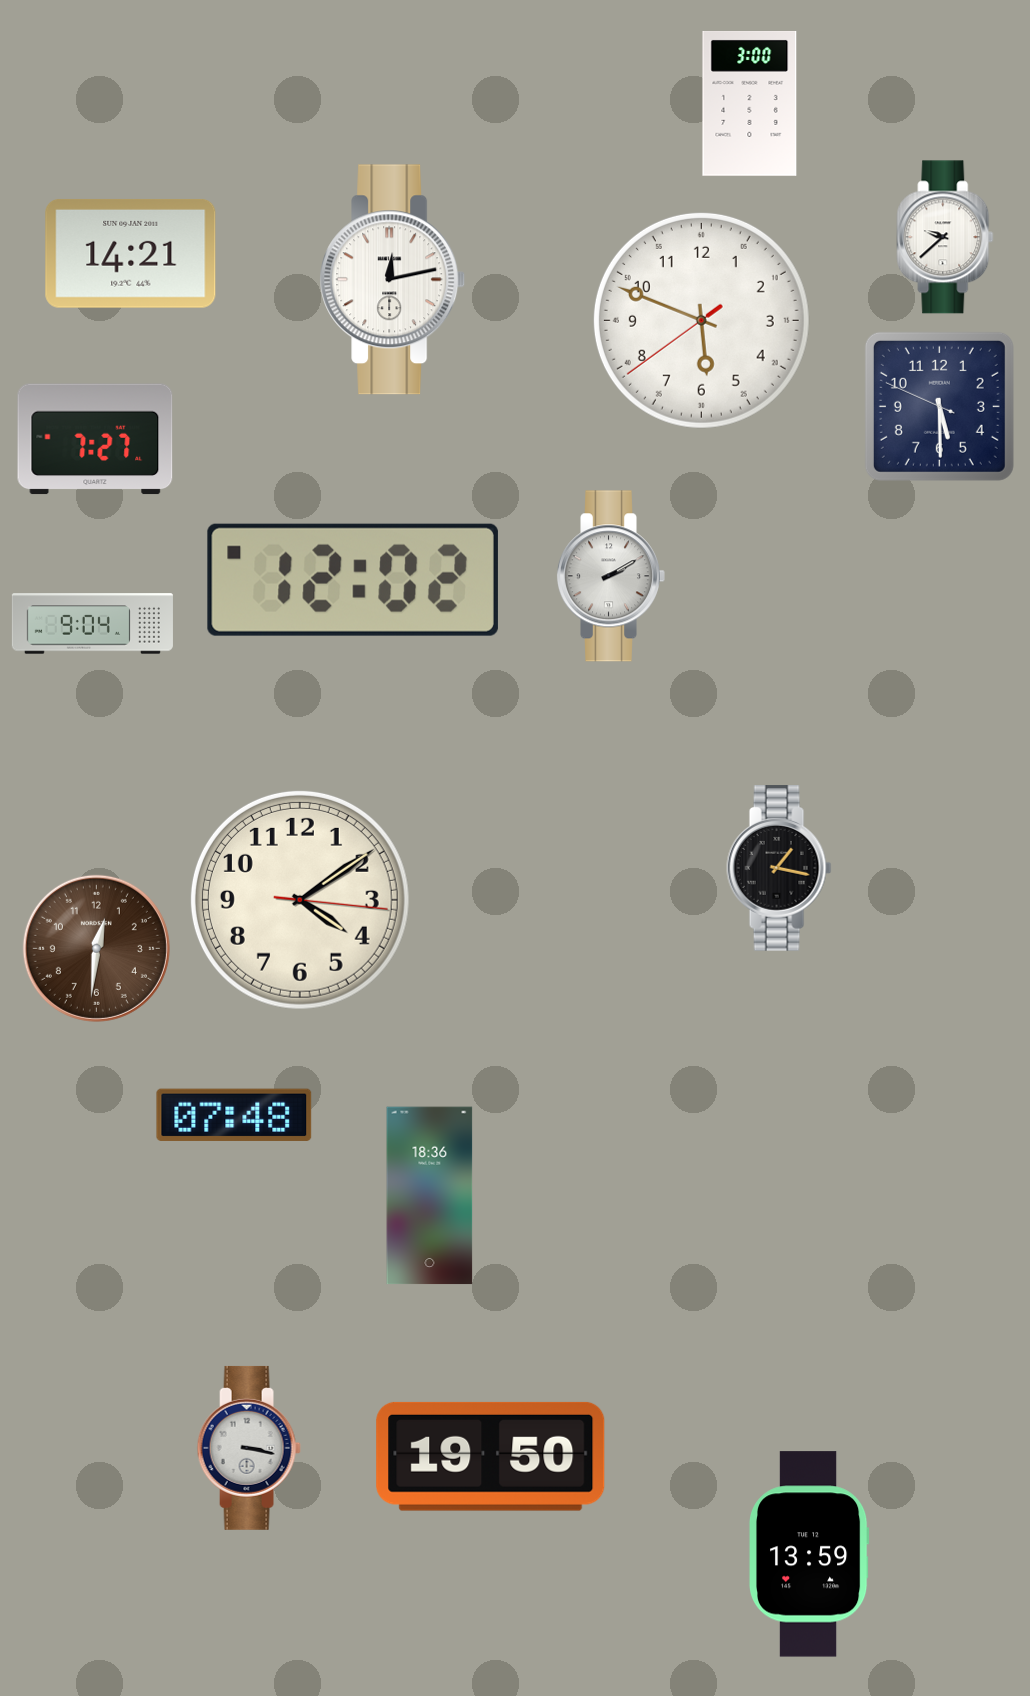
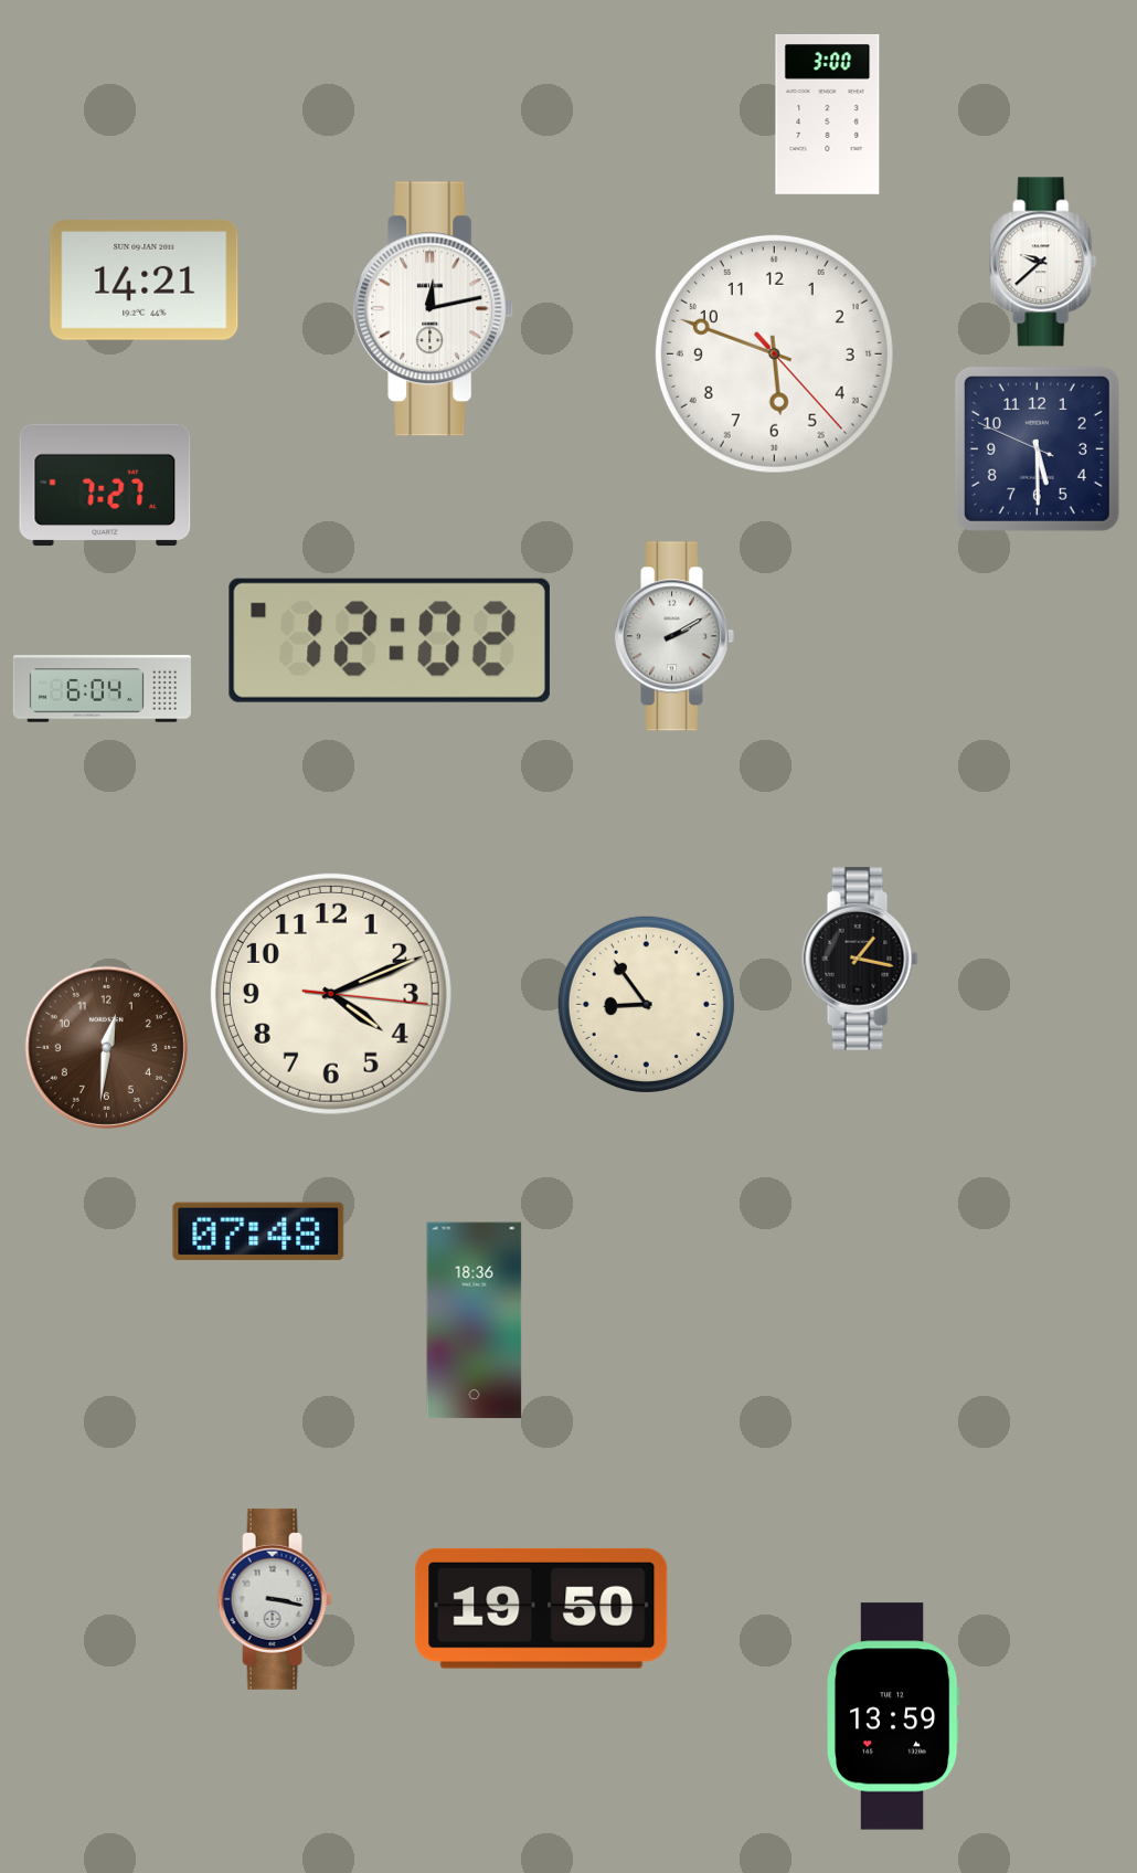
clock at (701, 320): 5:48:39 -> 5:48:23
clock at (92, 624): 9:04 -> 6:04
clock at (300, 900): 4:09 -> 4:11
clock at (646, 1004): none -> 8:54
